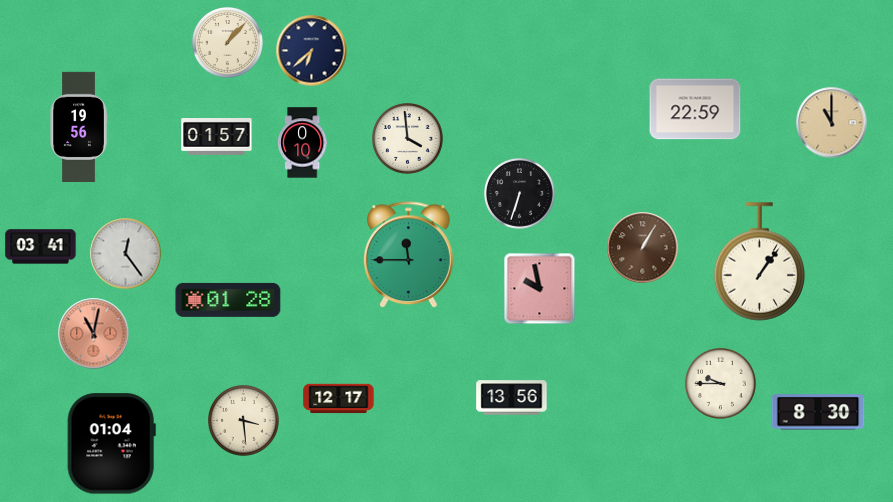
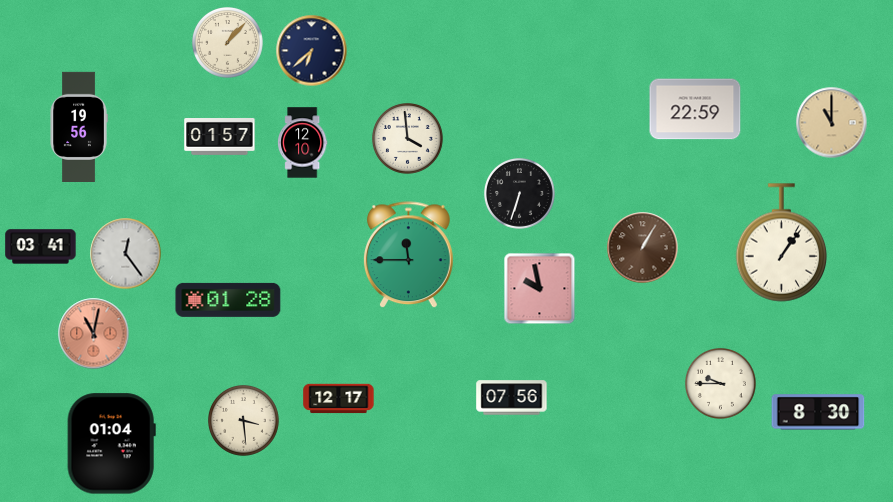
clock at (217, 137) position: (217, 137) -> (220, 137)
clock at (303, 143): 0:10 -> 12:10
clock at (760, 262) position: (760, 262) -> (782, 243)
clock at (512, 398): 13:56 -> 07:56
